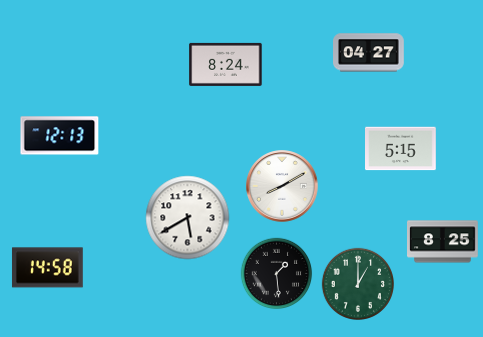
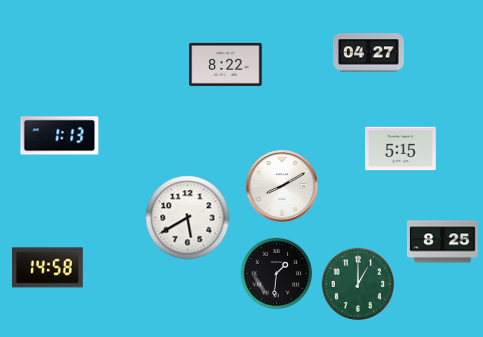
clock at (226, 64): 8:24 -> 8:22
clock at (60, 136): 12:13 -> 1:13
clock at (277, 274): 1:29 -> 1:31
